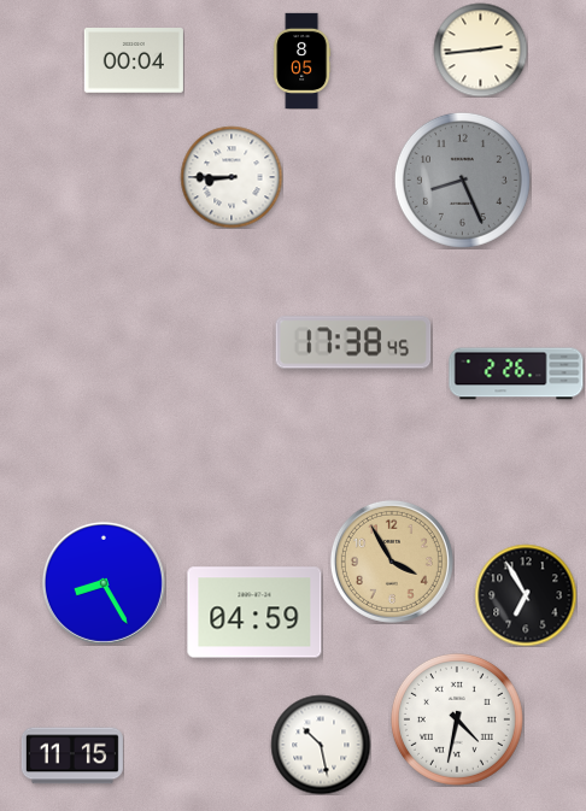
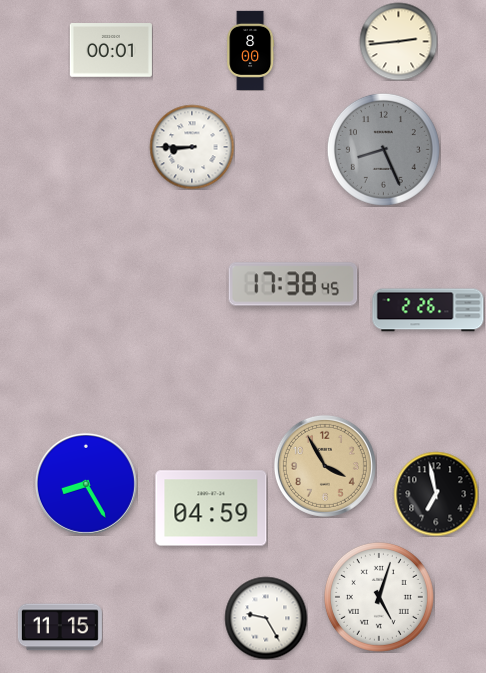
clock at (303, 60): 8:05 -> 8:00
clock at (134, 61): 00:04 -> 00:01
clock at (526, 595): 6:55 -> 6:58
clock at (457, 719): 4:32 -> 5:03
clock at (321, 745): 10:28 -> 9:25
